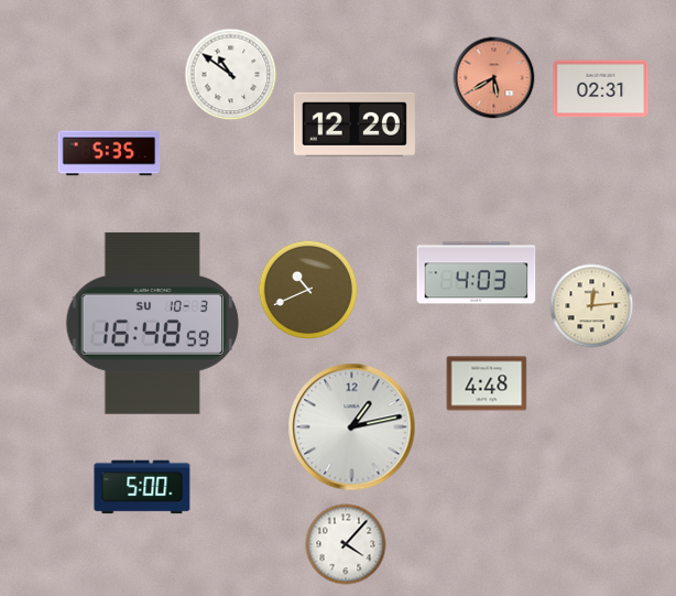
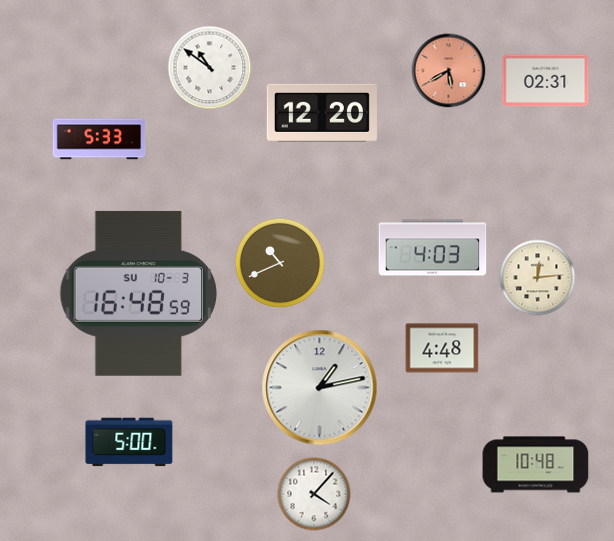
clock at (109, 153): 5:35 -> 5:33
clock at (536, 465): none -> 10:48
